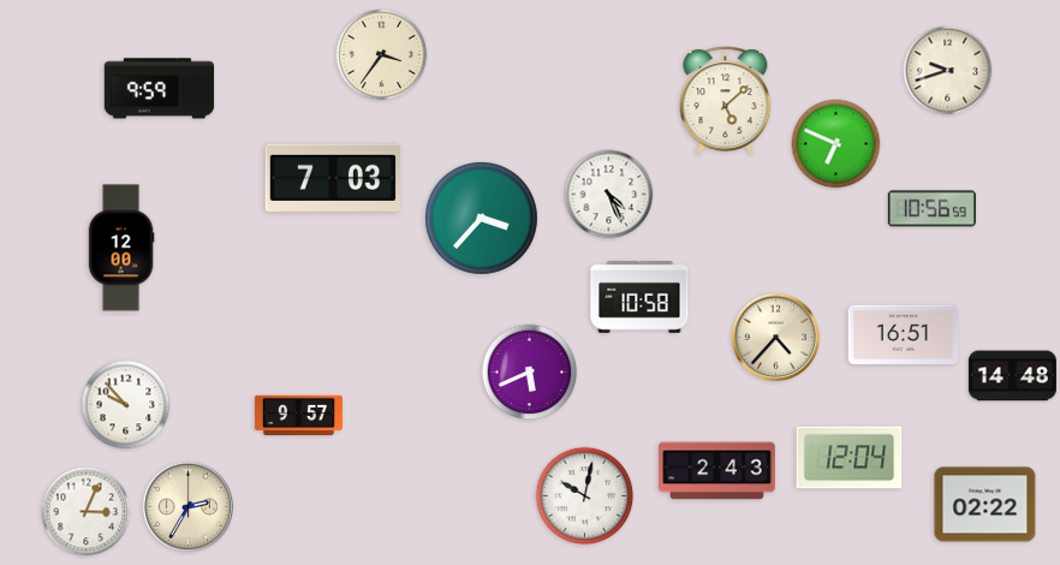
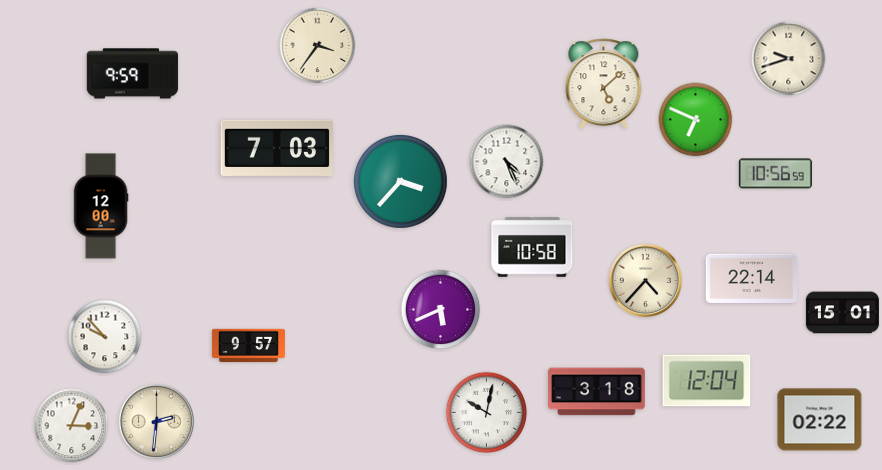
clock at (904, 334): 16:51 -> 22:14
clock at (1012, 376): 14:48 -> 15:01
clock at (717, 471): 2:43 -> 3:18
clock at (187, 506): 2:35 -> 2:31
